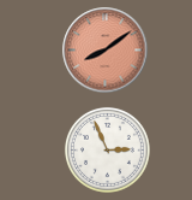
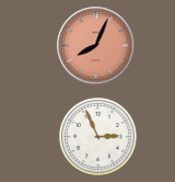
clock at (106, 51): 8:09 -> 8:04
